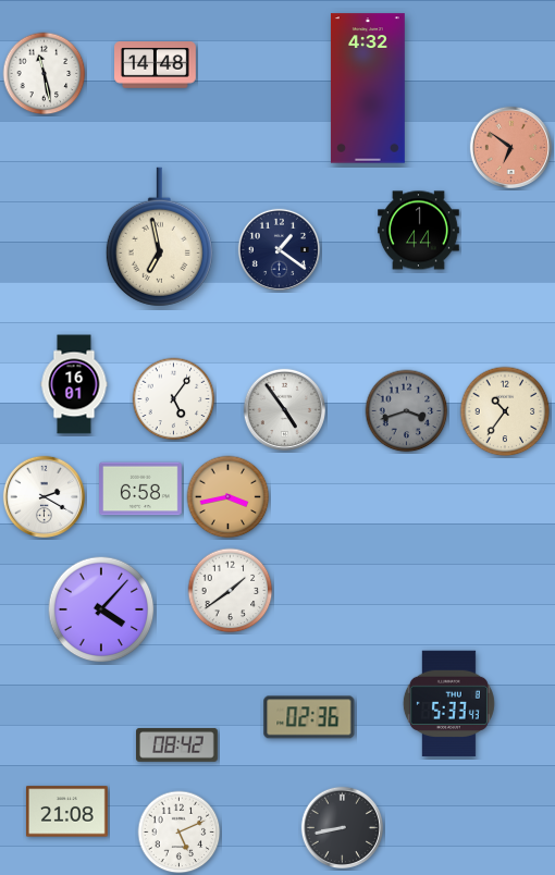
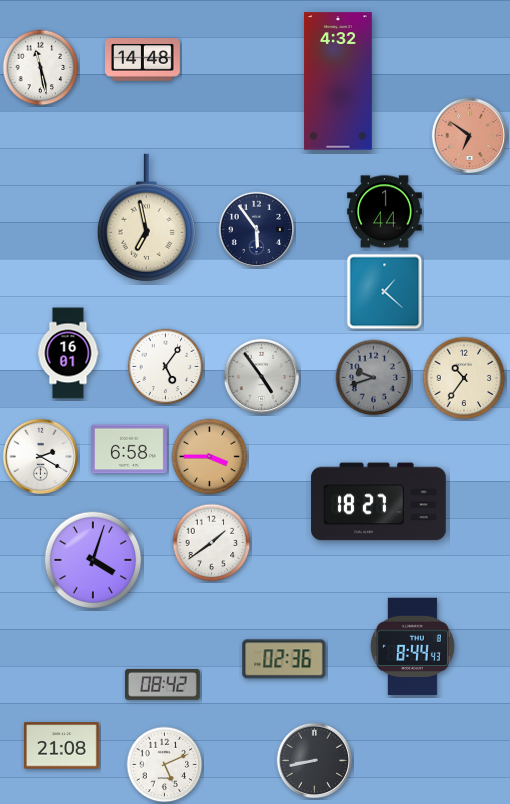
clock at (279, 249): 1:21 -> 5:54
clock at (385, 292): none -> 1:22
clock at (174, 399) position: (174, 399) -> (166, 367)
clock at (407, 411): 3:42 -> 9:42
clock at (229, 497): 3:43 -> 3:45
clock at (379, 502): none -> 18:27
clock at (101, 609): 4:07 -> 4:03
clock at (448, 704): 5:33 -> 8:44
